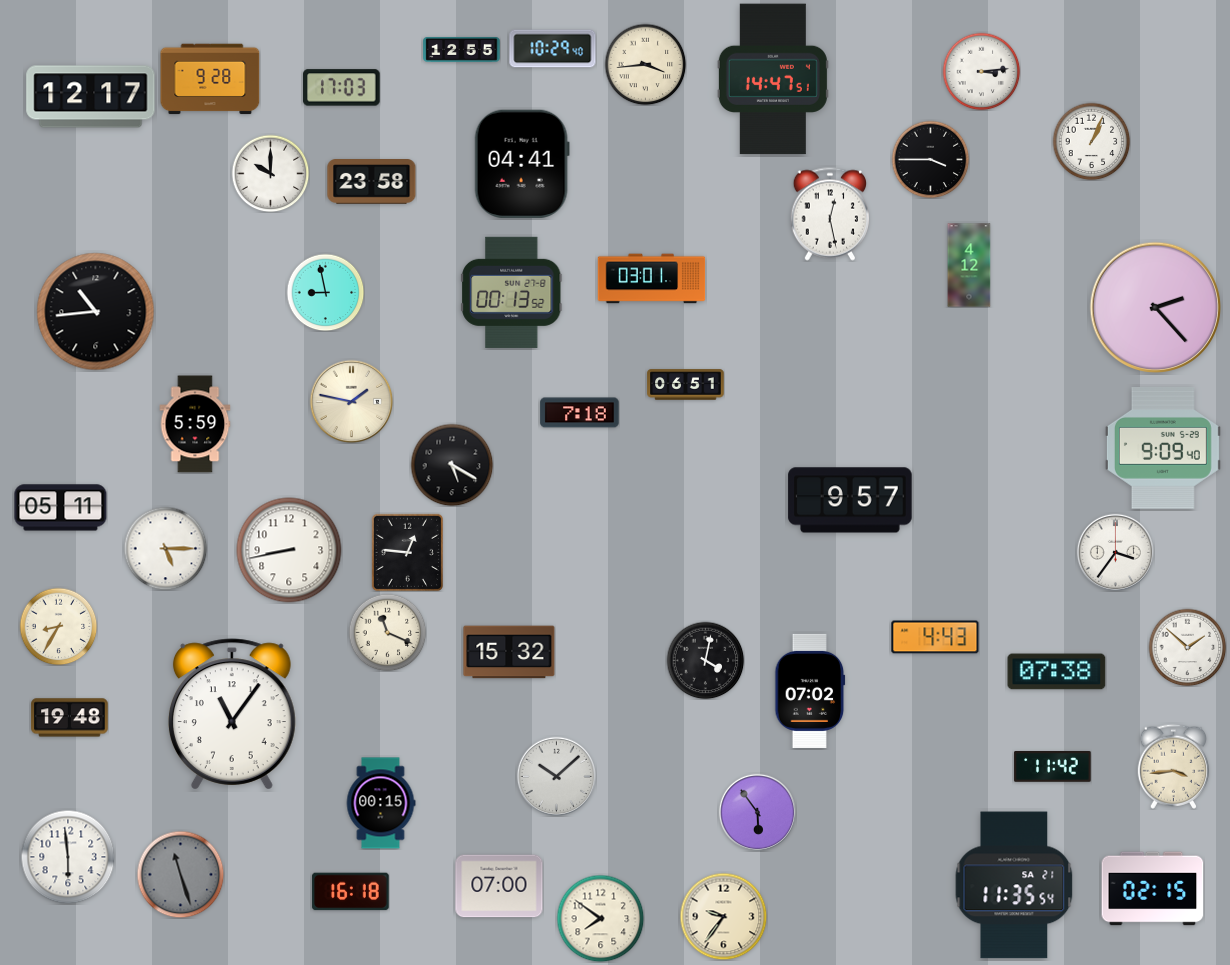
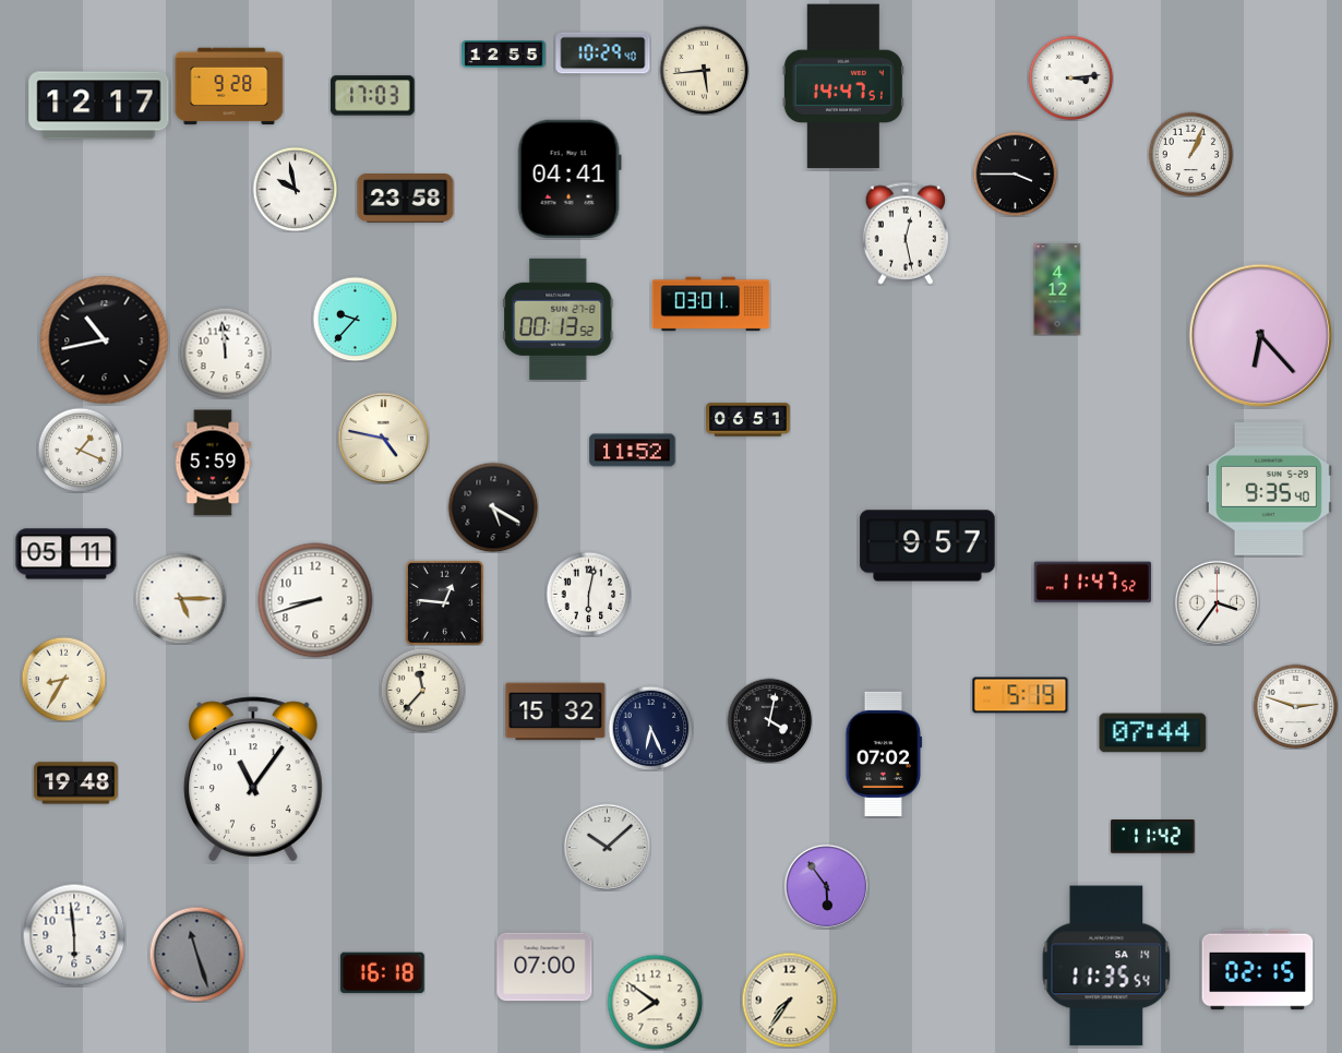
clock at (645, 64): 3:44 -> 5:44
clock at (270, 173): 10:00 -> 9:58
clock at (325, 292): 8:58 -> 9:37
clock at (1156, 308): 2:23 -> 6:23
clock at (96, 312): 10:44 -> 10:43
clock at (225, 352): none -> 11:59
clock at (351, 401): 1:47 -> 4:47
clock at (80, 450): none -> 1:19
clock at (580, 413): 7:18 -> 11:52
clock at (1163, 448): 9:09 -> 9:35
clock at (1093, 583): none -> 11:47
clock at (588, 594): none -> 6:02
clock at (289, 550): 8:43 -> 8:42
clock at (58, 626) position: (58, 626) -> (63, 679)
clock at (387, 632): 11:19 -> 11:37
clock at (935, 637): 4:43 -> 5:19
clock at (1187, 647): 1:52 -> 2:48
clock at (650, 728): none -> 6:26
clock at (1057, 672): 07:38 -> 07:44
clock at (1174, 766): 3:44 -> none
clock at (1053, 767) position: (1053, 767) -> (1153, 837)
clock at (381, 803): 00:15 -> none
clock at (1014, 885) date: SA 21 -> SA 14
clock at (723, 916): 9:36 -> 7:36
